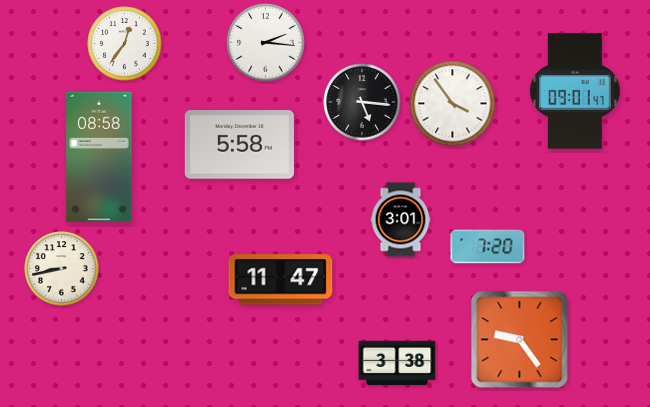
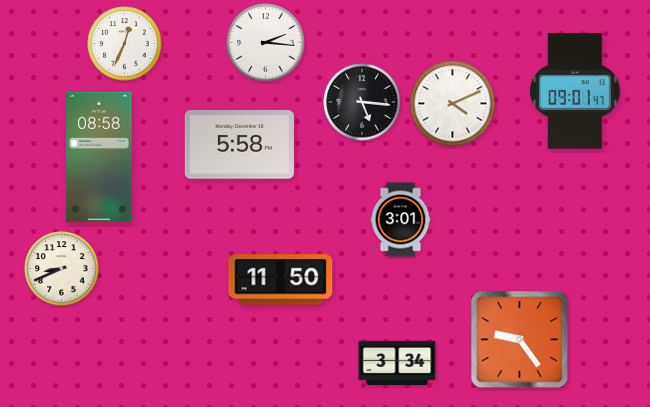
clock at (125, 44): 12:36 -> 12:34
clock at (453, 104): 3:54 -> 4:11
clock at (488, 247): 7:20 -> none
clock at (62, 269): 8:43 -> 8:41
clock at (281, 280): 11:47 -> 11:50
clock at (397, 363): 3:38 -> 3:34
